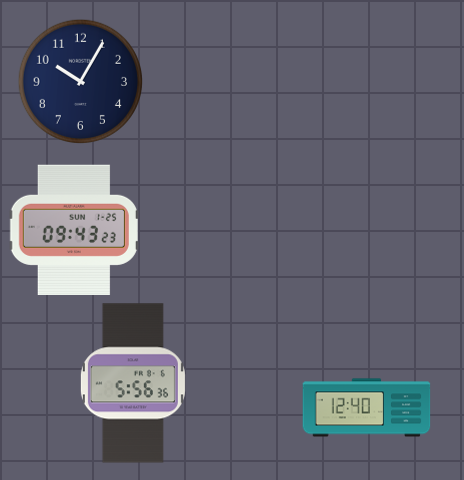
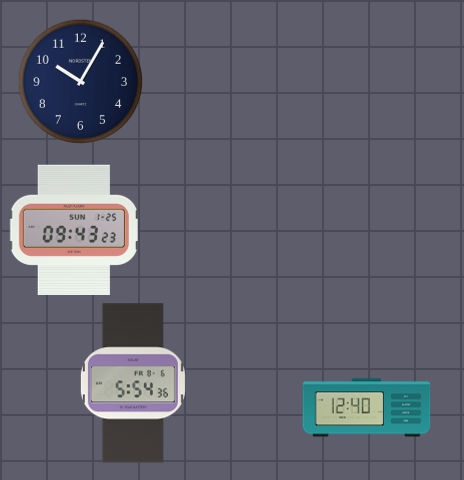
clock at (133, 383): 5:56 -> 5:54
